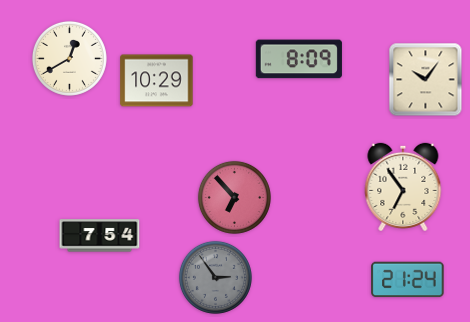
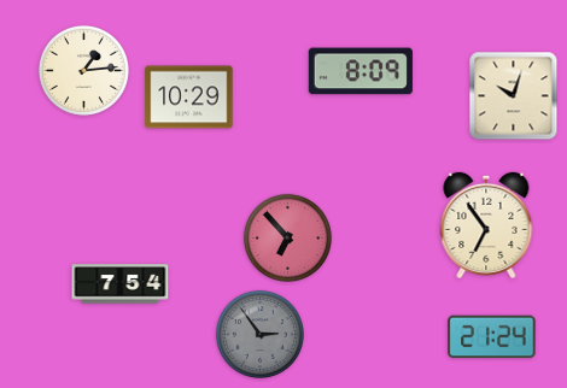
clock at (69, 58): 12:40 -> 1:14
clock at (426, 80): 10:06 -> 10:03
clock at (234, 197) position: (234, 197) -> (287, 237)
